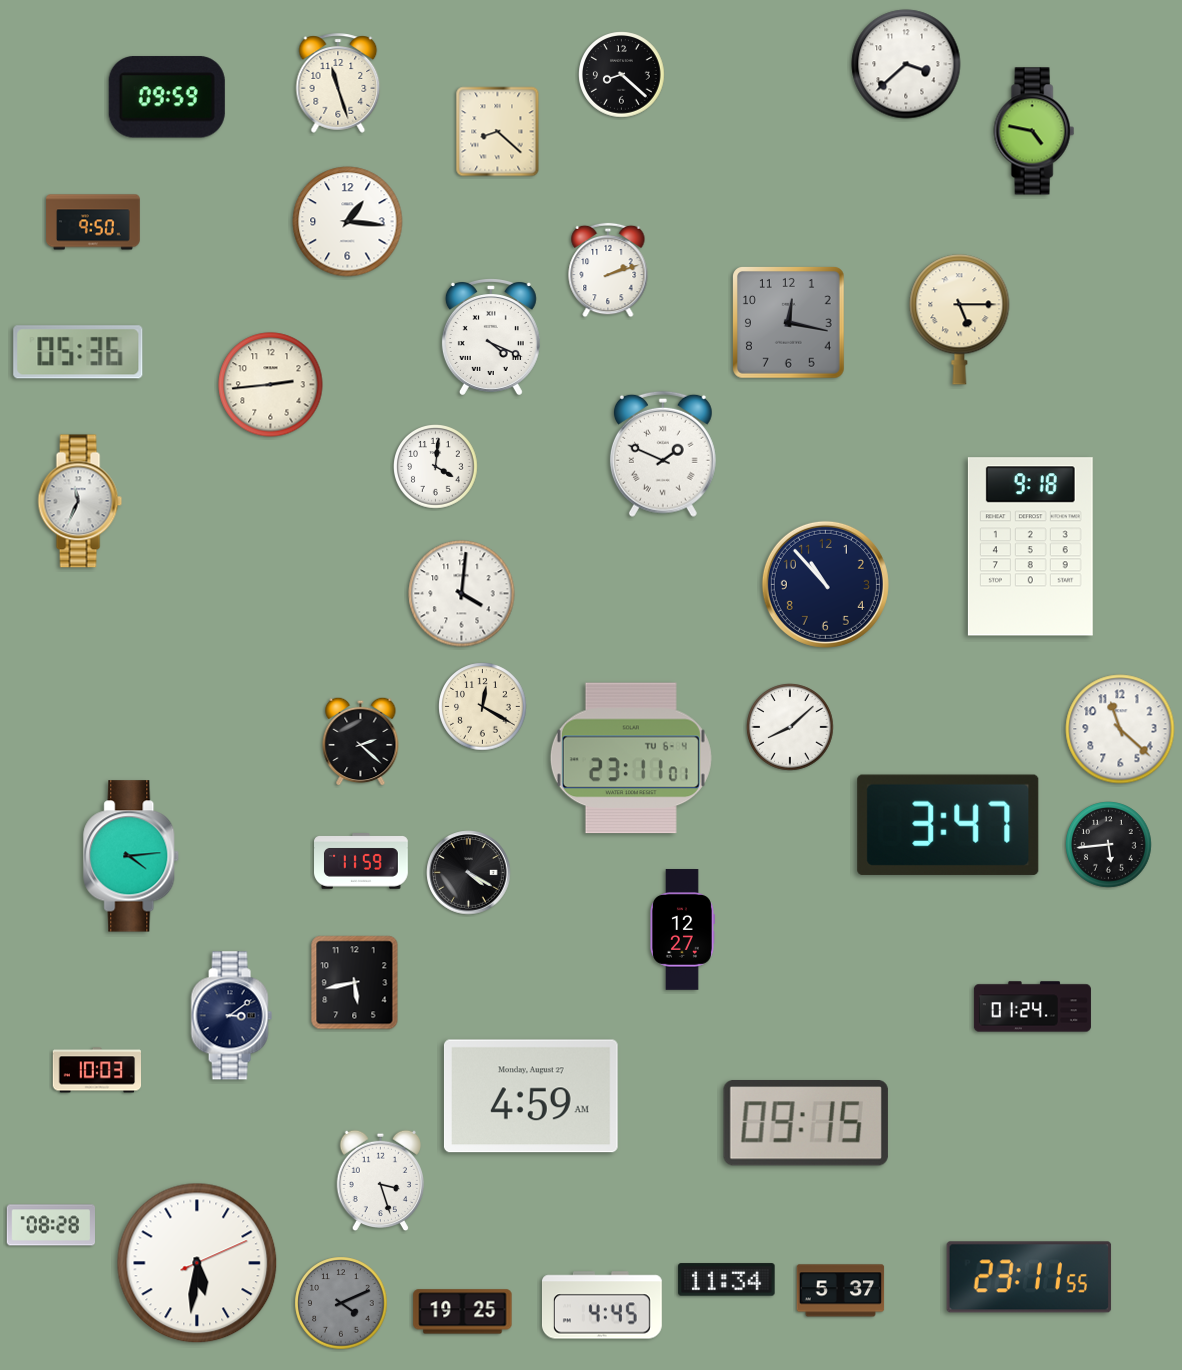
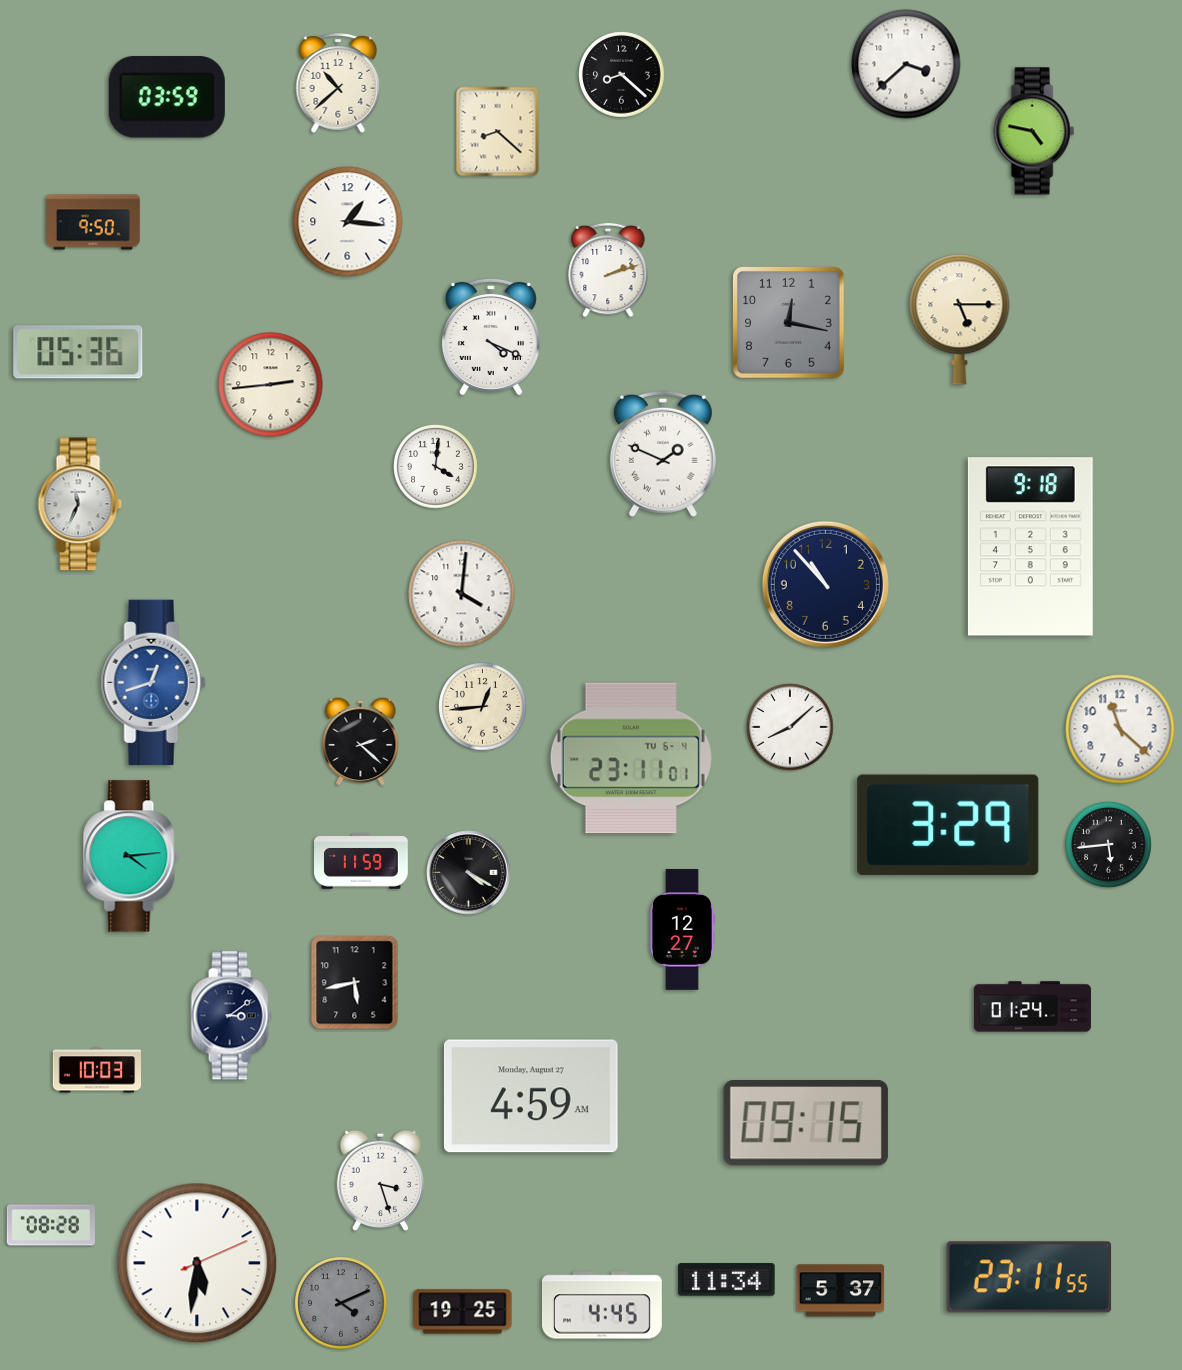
clock at (338, 83): 11:27 -> 10:38
clock at (167, 97): 09:59 -> 03:59
clock at (80, 501) position: (80, 501) -> (80, 504)
clock at (153, 682): none -> 12:42
clock at (483, 707): 12:20 -> 12:44
clock at (948, 825): 3:47 -> 3:29
